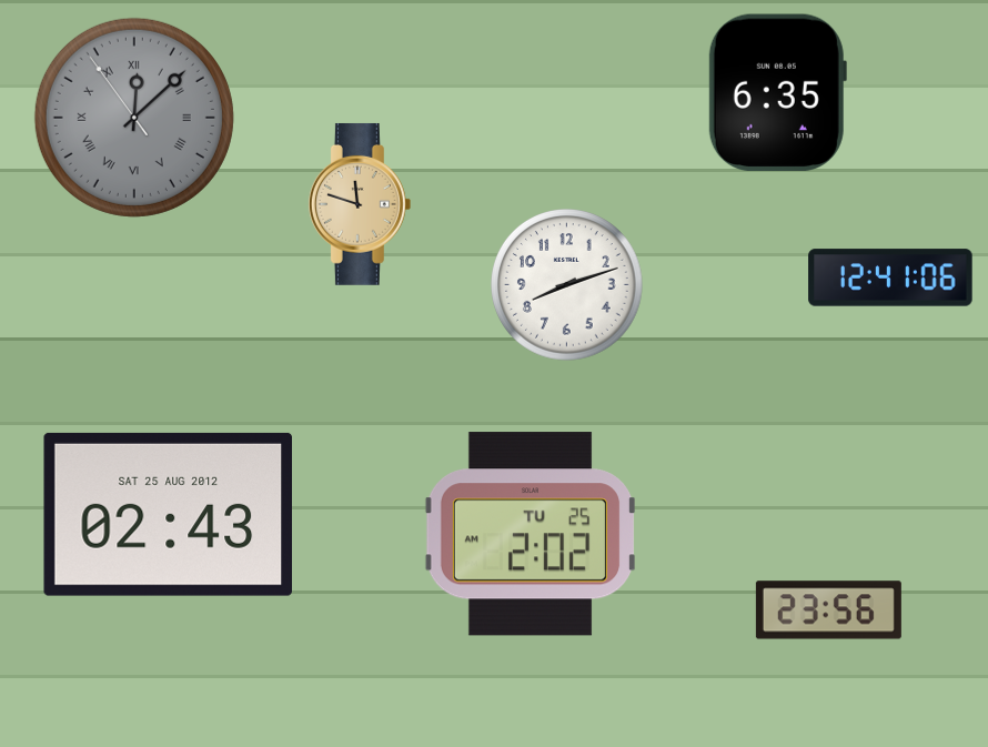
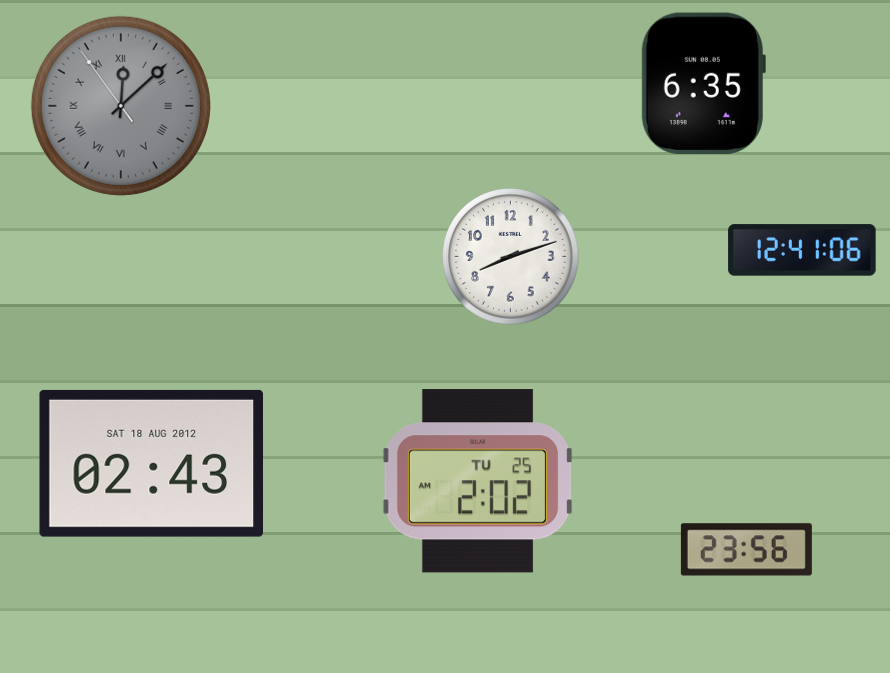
clock at (777, 93) position: (777, 93) -> (703, 84)
clock at (360, 204): 11:48 -> none
clock at (168, 514) date: SAT 25 AUG 2012 -> SAT 18 AUG 2012
